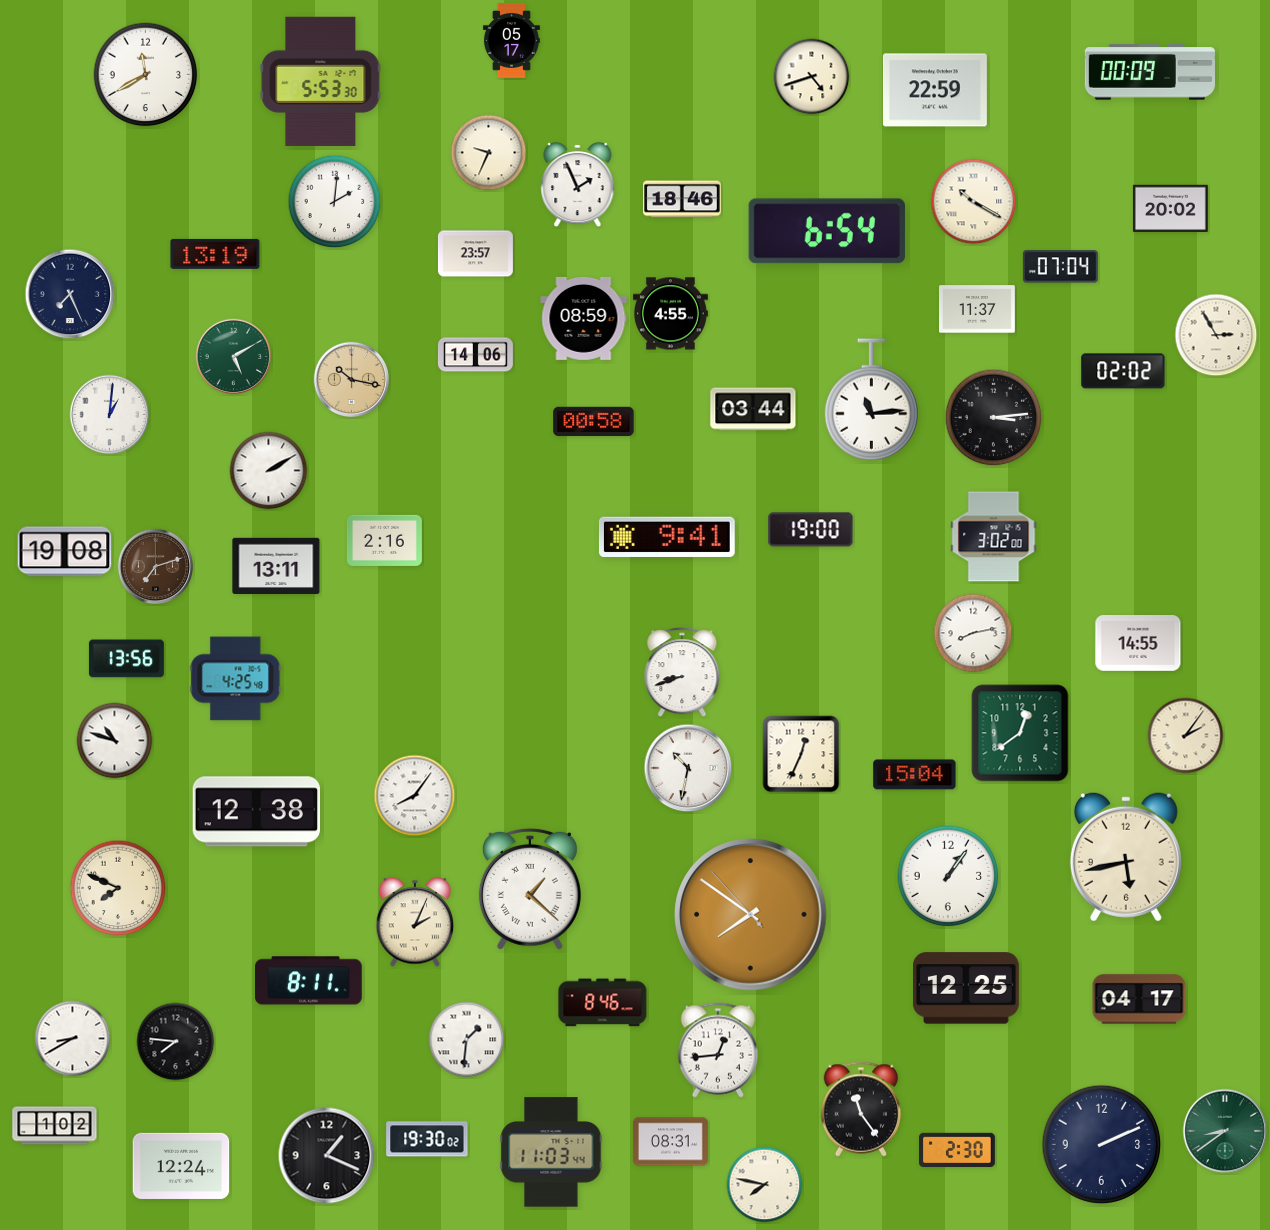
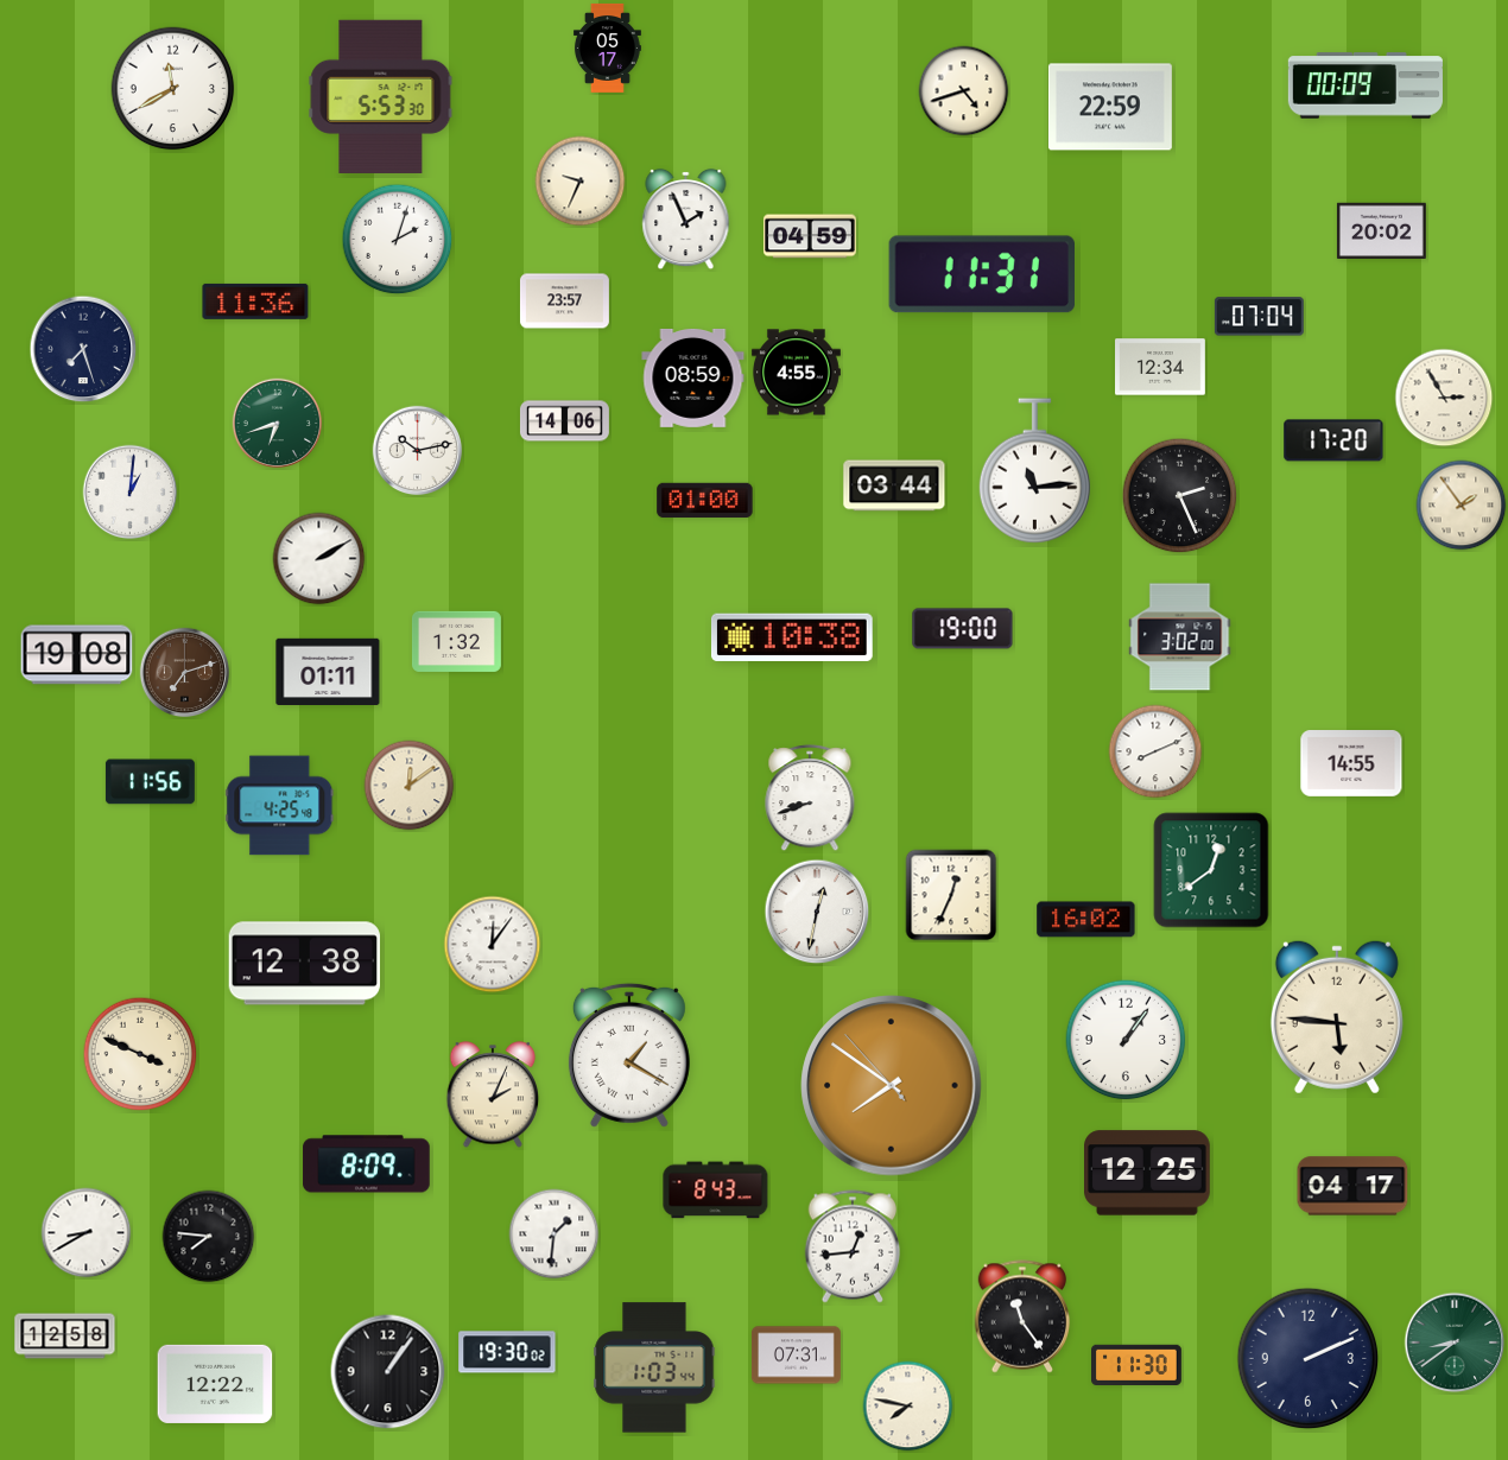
clock at (682, 199): 18:46 -> 04:59
clock at (335, 202): 2:01 -> 2:03
clock at (974, 202): 10:20 -> none
clock at (1170, 208) position: (1170, 208) -> (1381, 230)
clock at (827, 231): 6:54 -> 11:31
clock at (215, 254): 13:19 -> 11:36
clock at (70, 294): 7:26 -> 7:27
clock at (978, 309): 11:37 -> 12:34
clock at (234, 357): 5:10 -> 6:42
clock at (1123, 371): 02:02 -> 17:20
clock at (352, 380): 10:17 -> 10:13
clock at (352, 380) dial: champagne -> white
clock at (871, 400) position: (871, 400) -> (1034, 471)
clock at (994, 418): 3:14 -> 2:26
clock at (594, 422): 00:58 -> 01:00
clock at (1462, 506): none -> 1:54
clock at (667, 537): 9:41 -> 10:38
clock at (384, 540): 2:16 -> 1:32
clock at (276, 565): 13:11 -> 01:11
clock at (973, 633): 8:13 -> 8:11
clock at (126, 659): 13:56 -> 11:56
clock at (410, 786): none -> 12:09
clock at (1186, 736): 2:06 -> none
clock at (115, 741): 10:48 -> none
clock at (688, 768): 10:32 -> 12:32
clock at (915, 775): 15:04 -> 16:02
clock at (415, 796): 8:06 -> 12:06
clock at (1126, 857): 5:43 -> 5:46
clock at (118, 888): 7:49 -> 3:49
clock at (530, 889): 1:22 -> 1:20
clock at (309, 981): 8:11 -> 8:09
clock at (603, 1003): 8:46 -> 8:43
clock at (55, 1126): 1:02 -> 12:58
clock at (670, 1142): 08:31 -> 07:31
clock at (958, 1149): 2:30 -> 11:30
clock at (551, 1152): 11:03 -> 1:03
clock at (327, 1156): 1:19 -> 1:06
clock at (181, 1166): 12:24 -> 12:22
